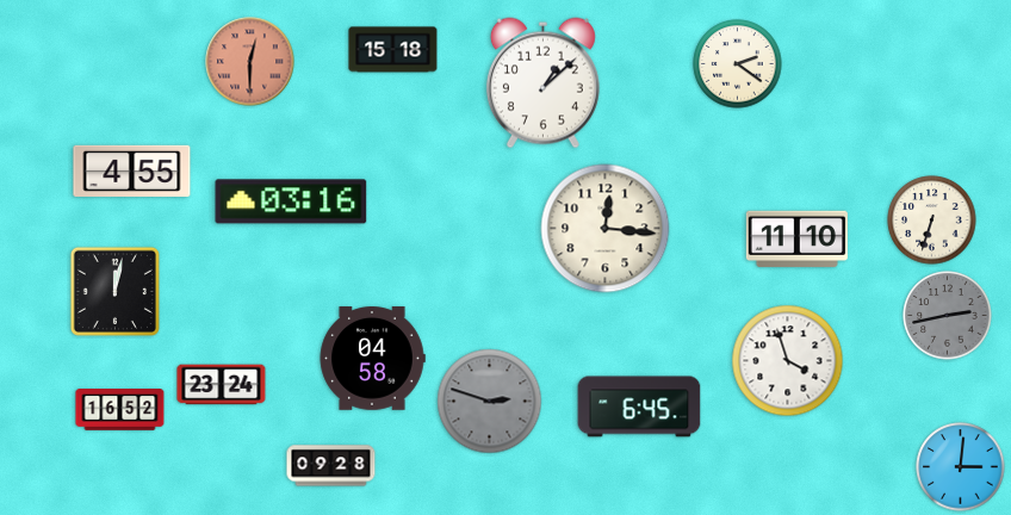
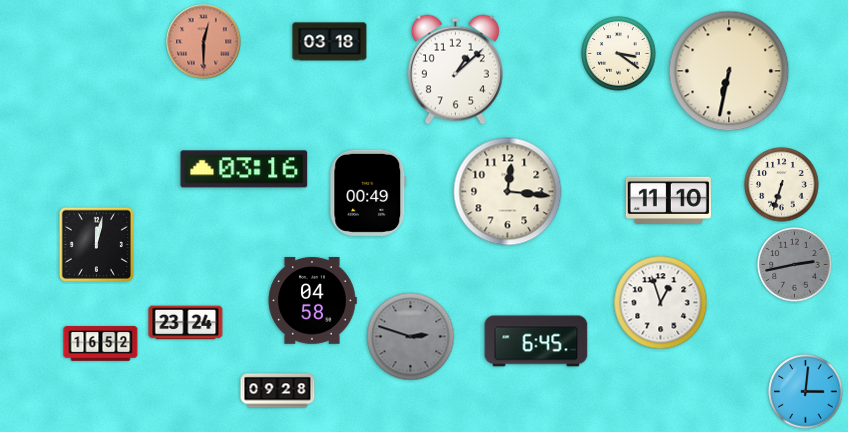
clock at (393, 50): 15:18 -> 03:18
clock at (250, 62) position: (250, 62) -> (204, 42)
clock at (738, 64): 2:21 -> 3:21
clock at (729, 71): none -> 6:32
clock at (132, 170): 4:55 -> none
clock at (368, 193): none -> 00:49
clock at (788, 361): 3:57 -> 12:57
